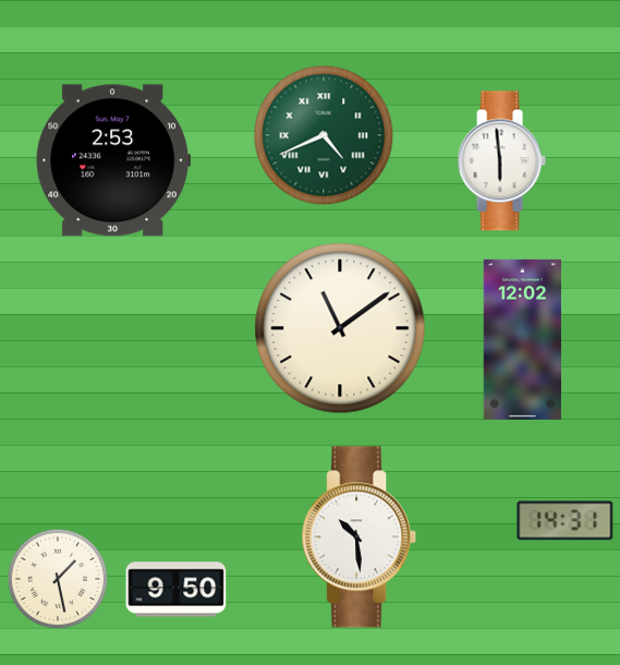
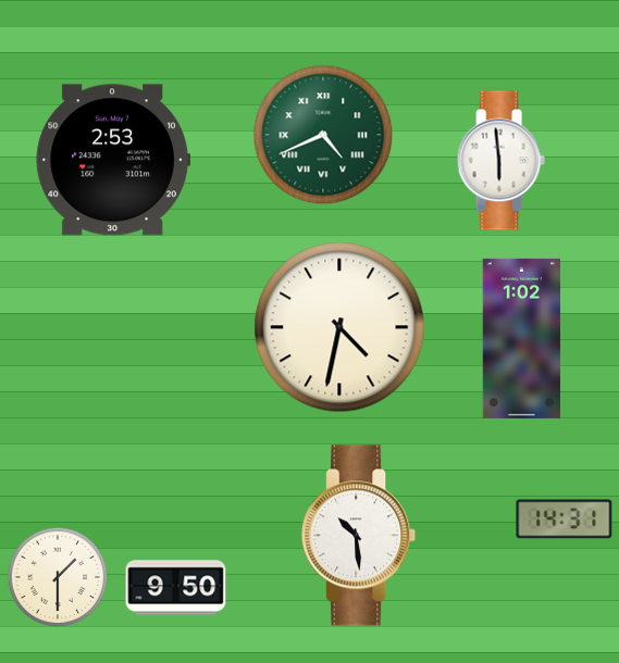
clock at (340, 328): 11:09 -> 4:32
clock at (522, 339): 12:02 -> 1:02
clock at (58, 579): 1:28 -> 1:30
